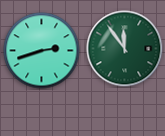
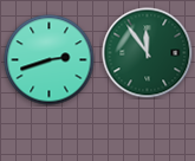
clock at (125, 49) position: (125, 49) -> (148, 53)
